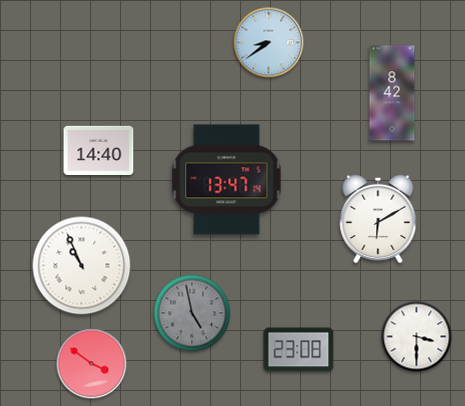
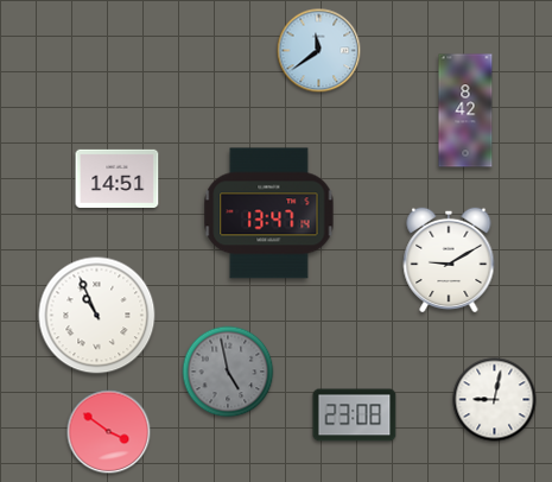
clock at (269, 43): 8:39 -> 11:39
clock at (99, 150): 14:40 -> 14:51
clock at (378, 219): 6:10 -> 9:10
clock at (417, 337): 3:30 -> 9:02
